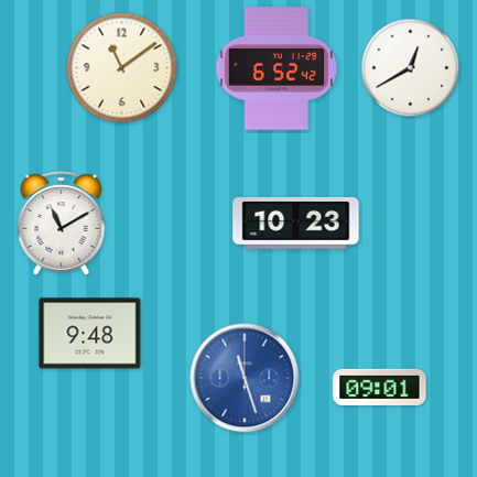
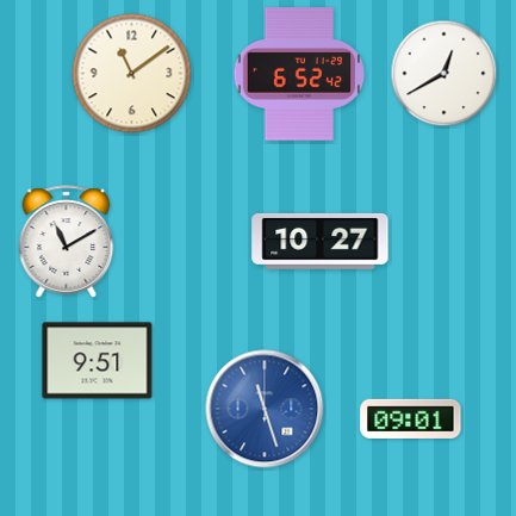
clock at (296, 223): 10:23 -> 10:27
clock at (90, 334): 9:48 -> 9:51
